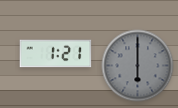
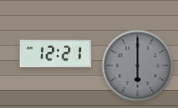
clock at (56, 54): 1:21 -> 12:21
